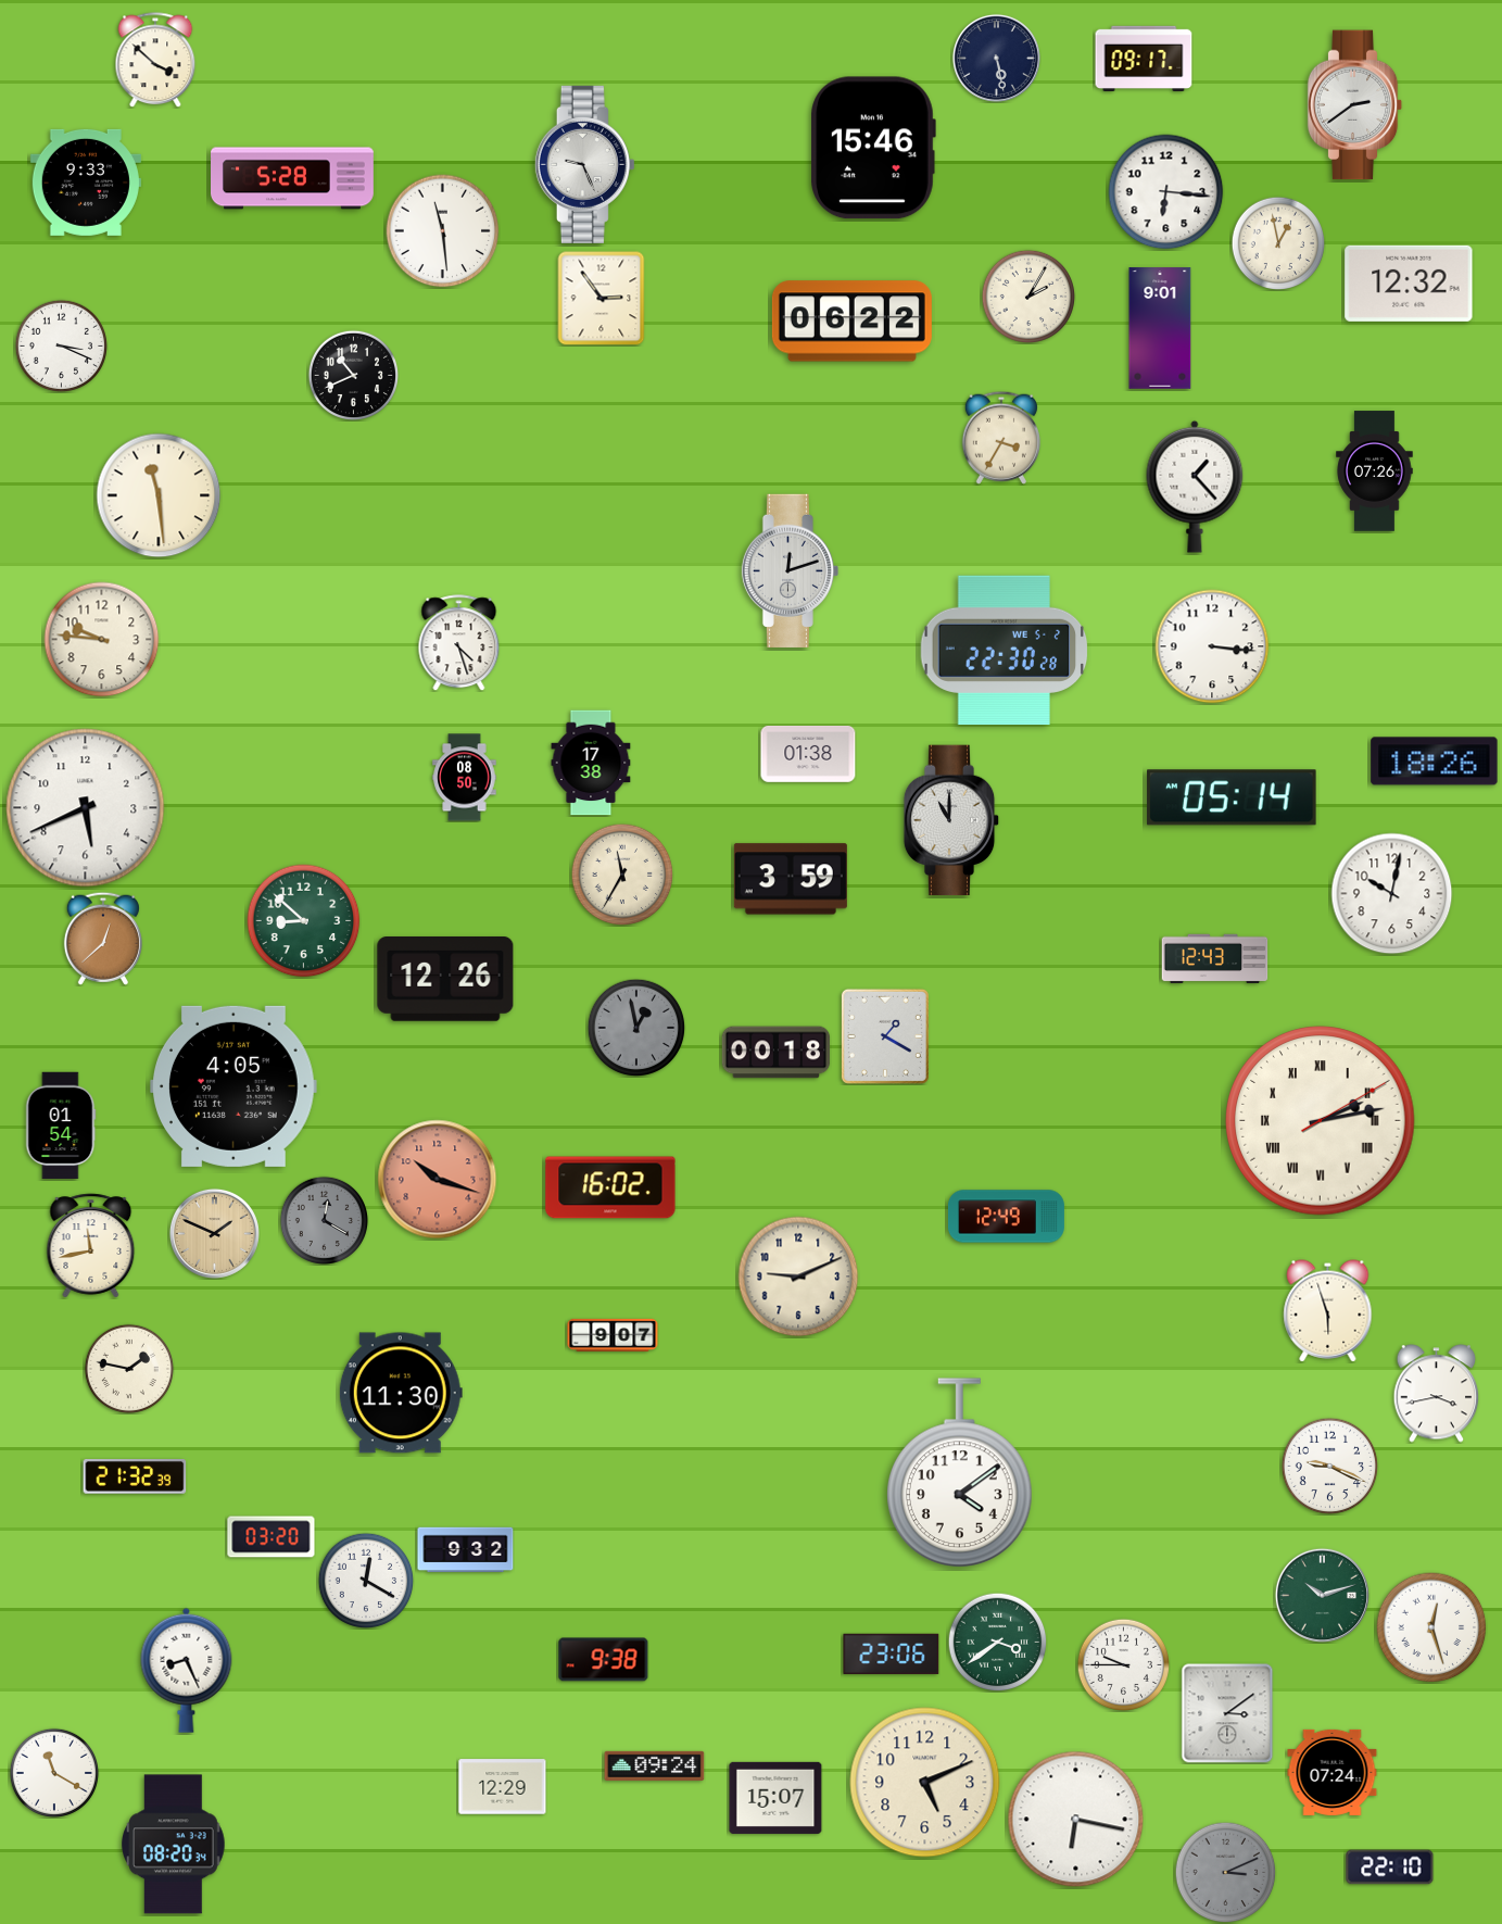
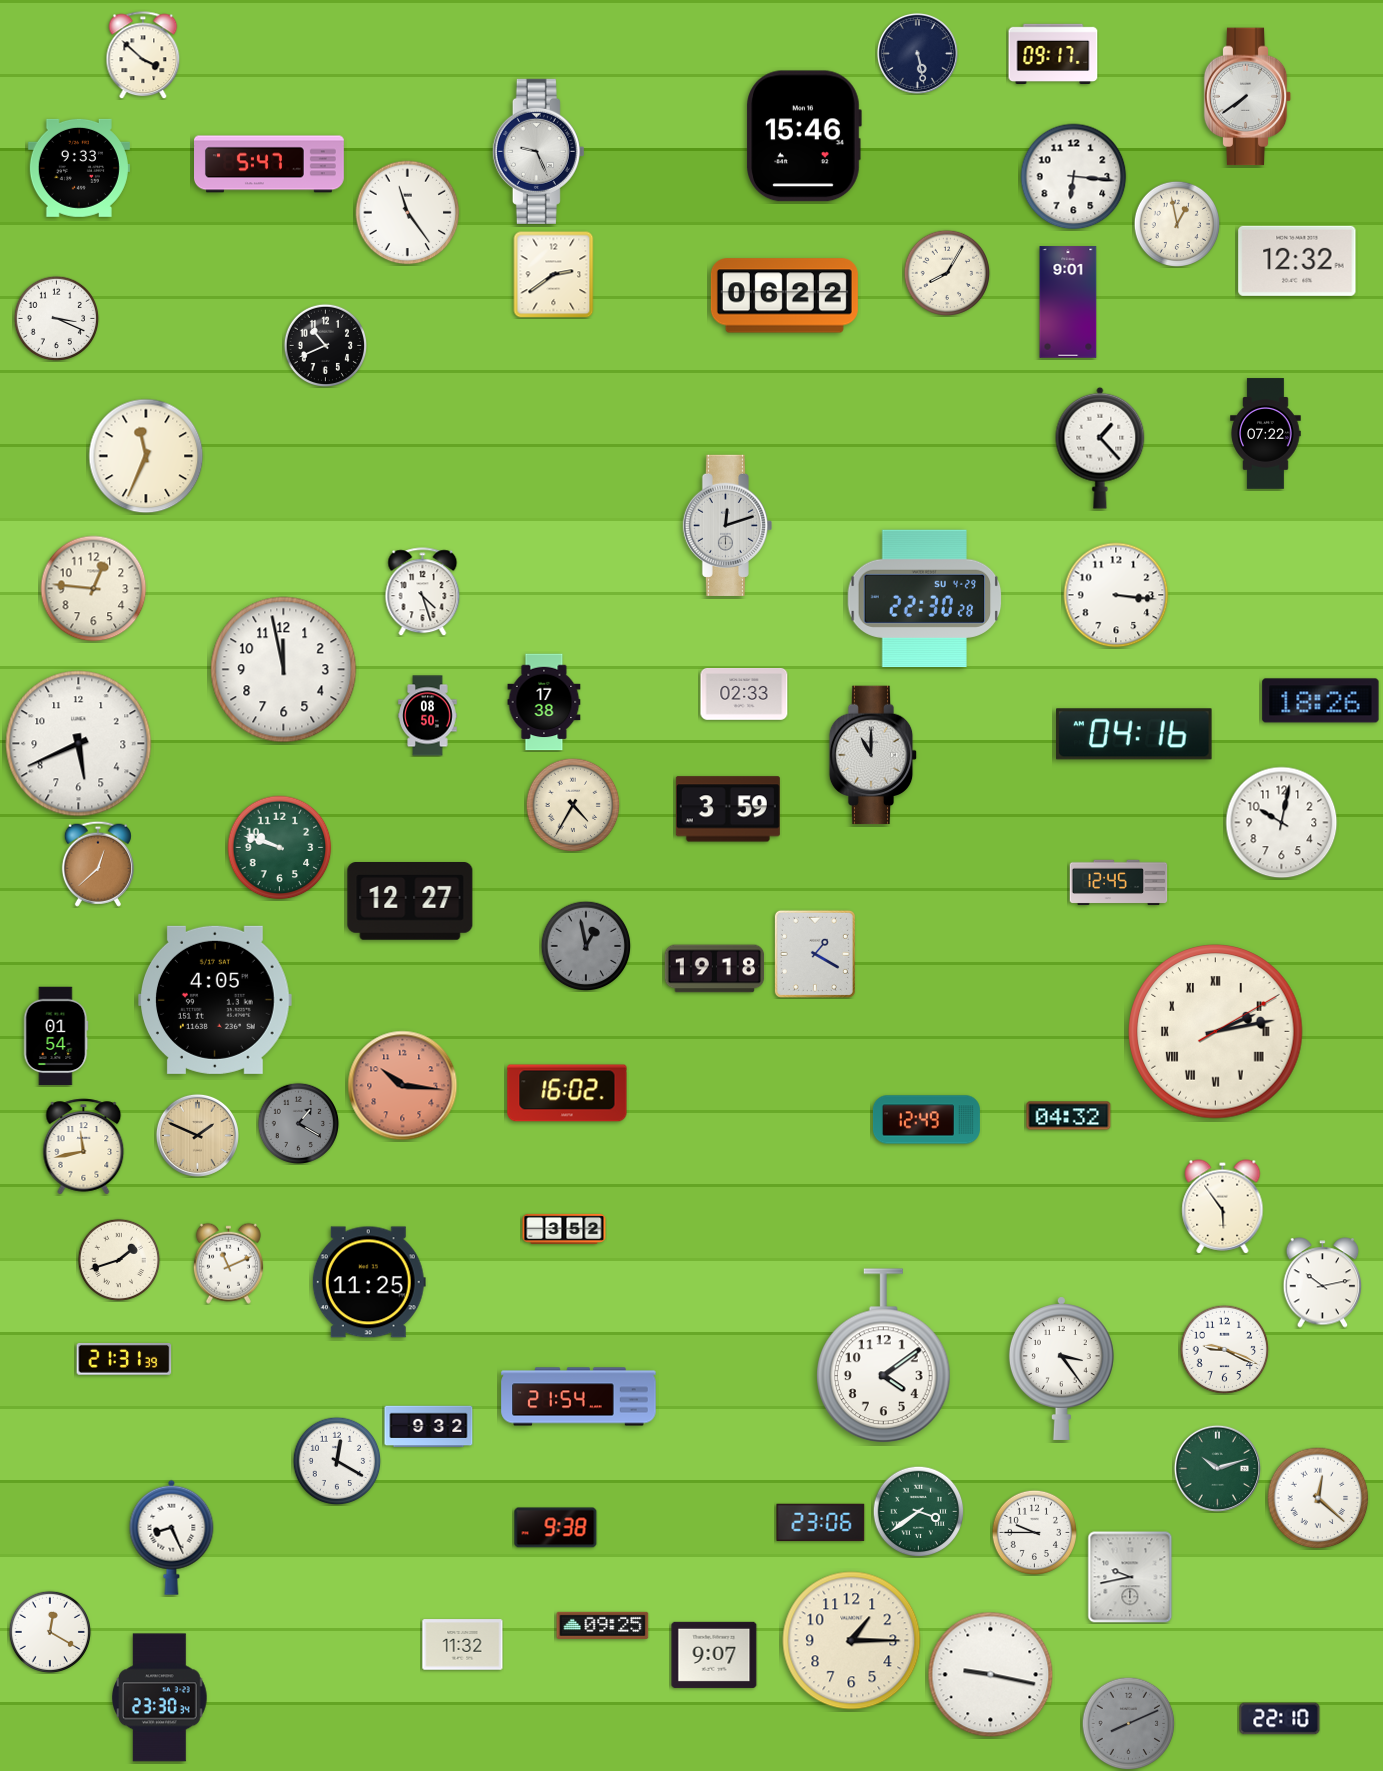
clock at (1355, 105): 2:39 -> 7:39
clock at (293, 178): 5:28 -> 5:47
clock at (443, 231): 11:29 -> 11:24
clock at (1028, 297): 2:05 -> 8:05
clock at (602, 298): 2:54 -> 2:39
clock at (1001, 438): 3:35 -> none
clock at (1375, 471): 07:26 -> 07:22
clock at (159, 495): 11:29 -> 11:34
clock at (102, 640): 9:46 -> 12:46
clock at (1005, 651) date: WE 5-2 -> SU 4-29
clock at (284, 670): none -> 11:58
clock at (808, 755): 01:38 -> 02:33
clock at (1232, 797): 05:14 -> 04:16
clock at (951, 820) position: (951, 820) -> (873, 755)
clock at (622, 875): 11:35 -> 4:35
clock at (304, 921): 8:52 -> 9:48
clock at (103, 939) position: (103, 939) -> (98, 864)
clock at (1215, 959): 12:43 -> 12:45
clock at (445, 980): 12:26 -> 12:27
clock at (777, 1053): 00:18 -> 19:18
clock at (438, 1180): 10:18 -> 10:16
clock at (610, 1187) position: (610, 1187) -> (567, 1093)
clock at (1069, 1116): none -> 04:32
clock at (324, 1220): 12:20 -> 1:20
clock at (798, 1277): 9:11 -> none
clock at (1328, 1311): 5:57 -> 5:54
clock at (613, 1335): 9:07 -> 3:52
clock at (128, 1368): 1:47 -> 1:42
clock at (228, 1263): none -> 11:11
clock at (401, 1393): 11:30 -> 11:25
clock at (1437, 1394): 3:43 -> 10:13
clock at (135, 1477): 21:32 -> 21:31
clock at (1061, 1368): none -> 3:24
clock at (579, 1397): none -> 21:54
clock at (272, 1537): 03:20 -> none
clock at (366, 1581) position: (366, 1581) -> (337, 1461)
clock at (1431, 1627): 12:27 -> 12:22
clock at (1227, 1713): 3:09 -> 9:43
clock at (655, 1765): 09:24 -> 09:25
clock at (53, 1772): 11:20 -> 12:20
clock at (1333, 1772): 07:24 -> none
clock at (925, 1783): 5:11 -> 1:15
clock at (503, 1787): 12:29 -> 11:32
clock at (775, 1798): 15:07 -> 9:07
clock at (1076, 1820): 6:17 -> 9:17
clock at (174, 1845): 08:20 -> 23:30
clock at (1225, 1872): 3:11 -> 8:11
